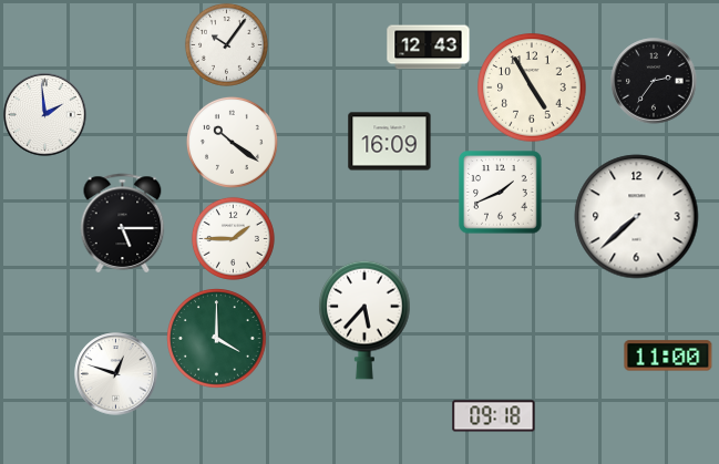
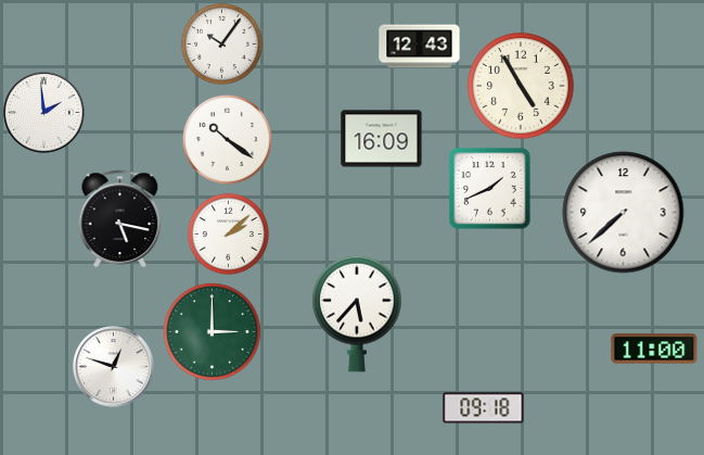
clock at (654, 81): 2:36 -> none
clock at (123, 223): 5:15 -> 5:17
clock at (233, 238): 1:45 -> 2:08
clock at (217, 339): 4:00 -> 3:00
